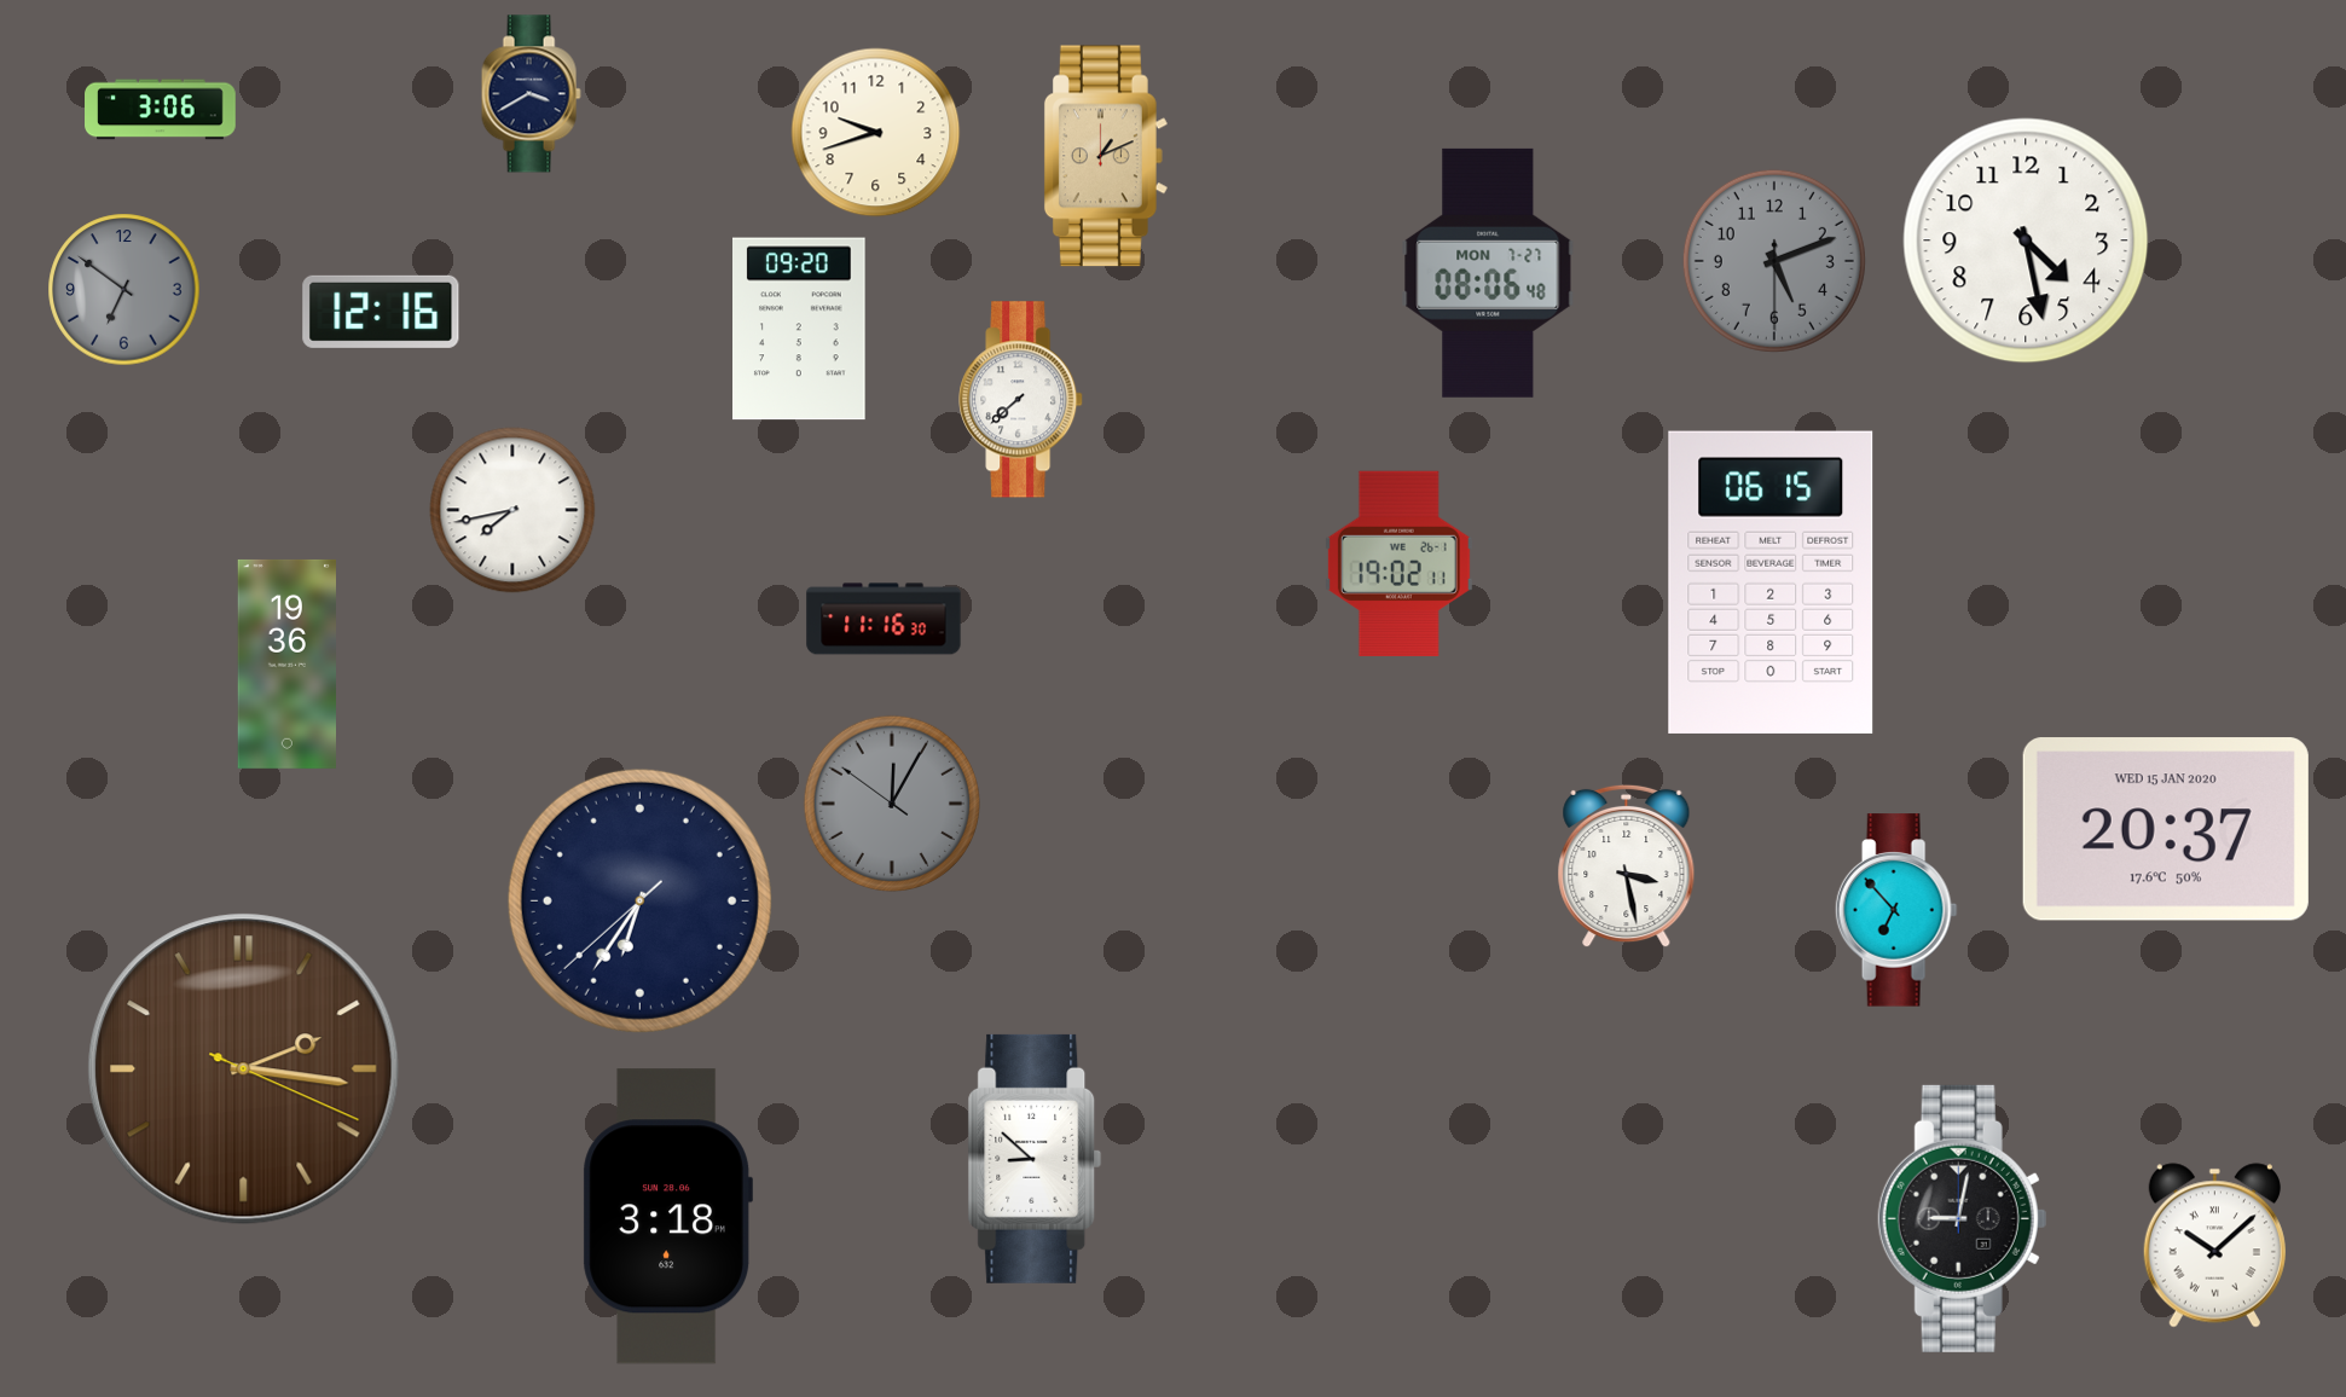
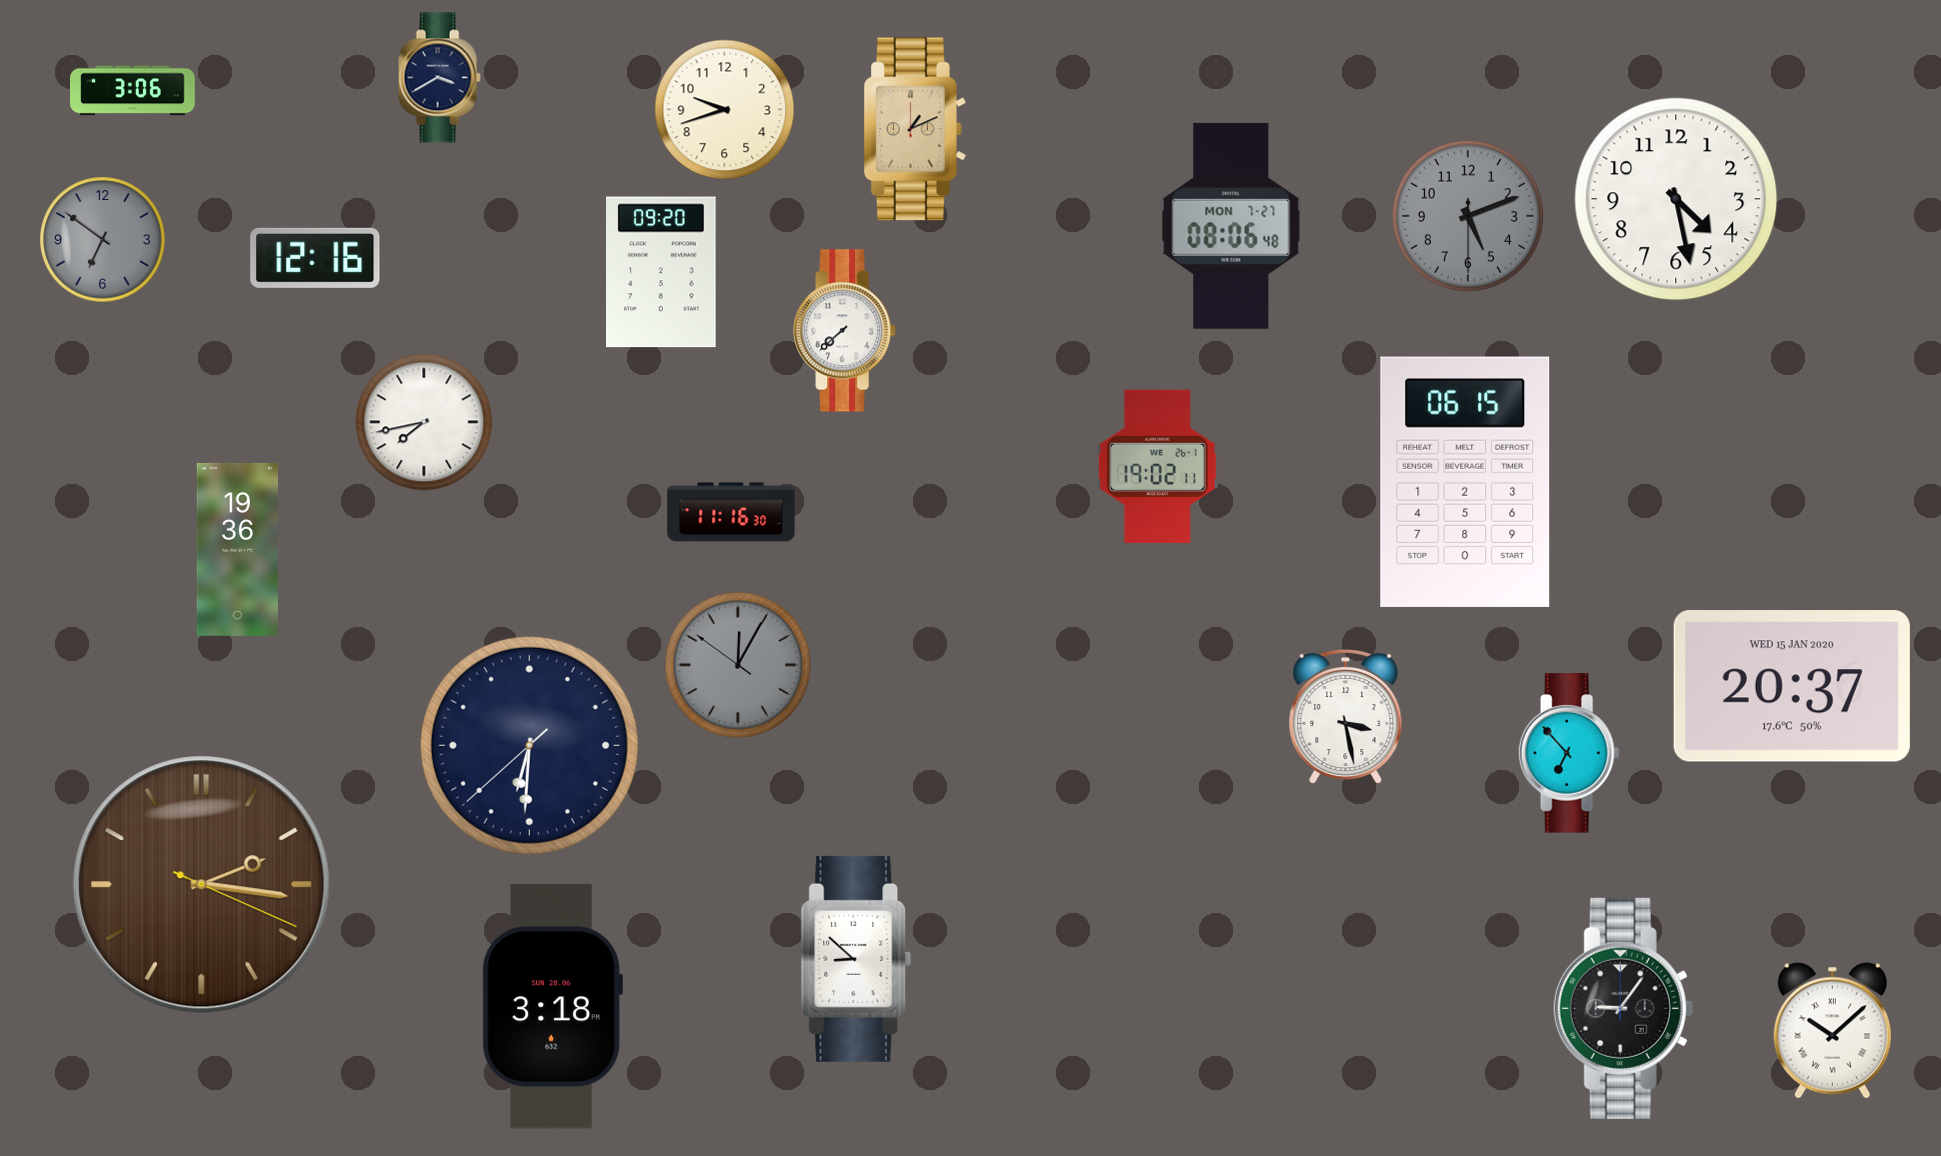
clock at (639, 900): 6:35 -> 6:30
clock at (1963, 1218): 9:02 -> 9:06
